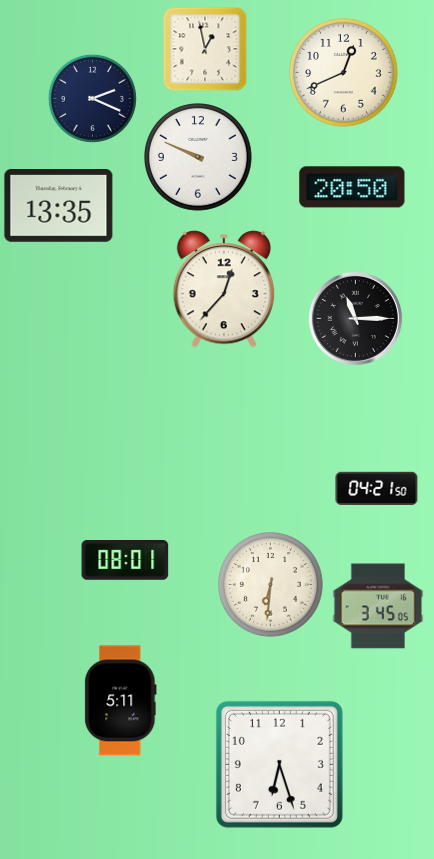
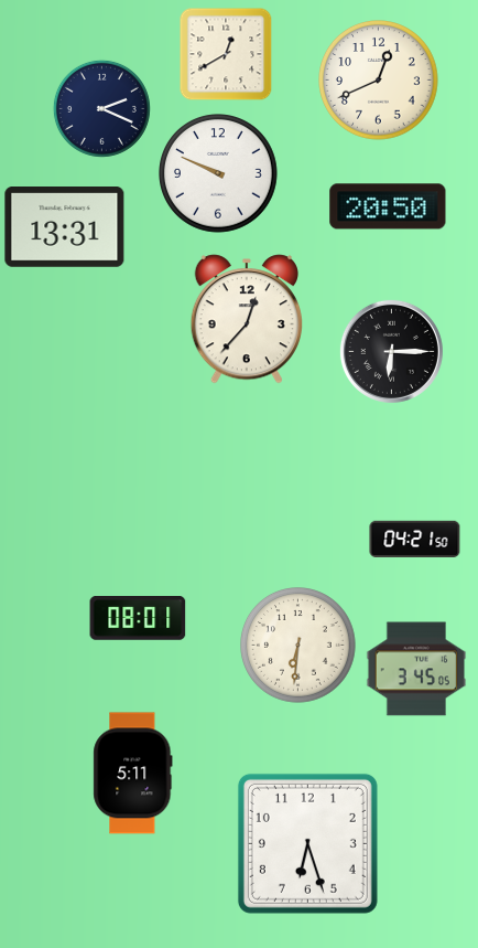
clock at (205, 49): 12:58 -> 12:40
clock at (59, 206): 13:35 -> 13:31
clock at (355, 318): 11:15 -> 6:15
